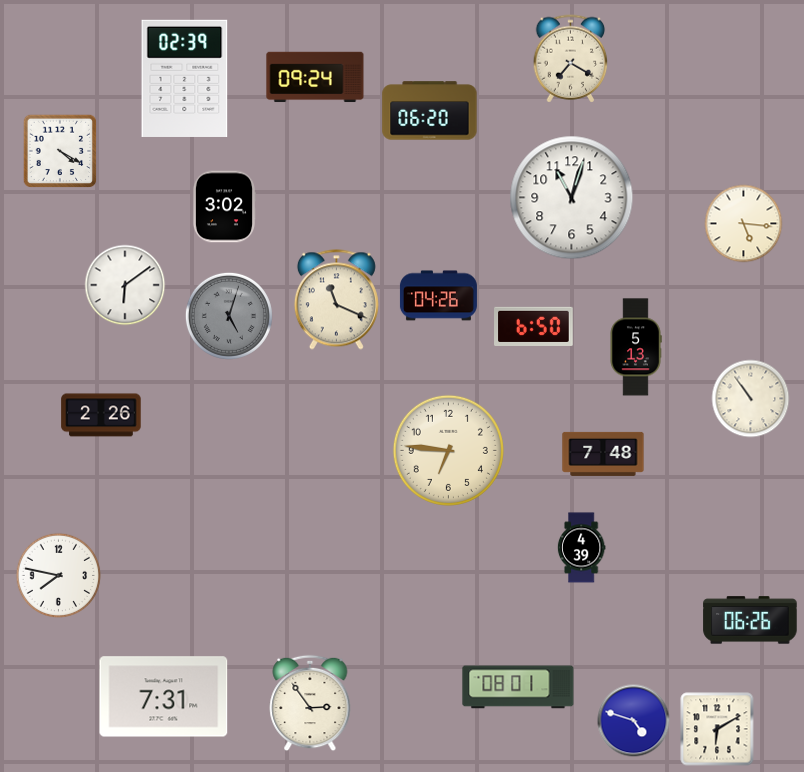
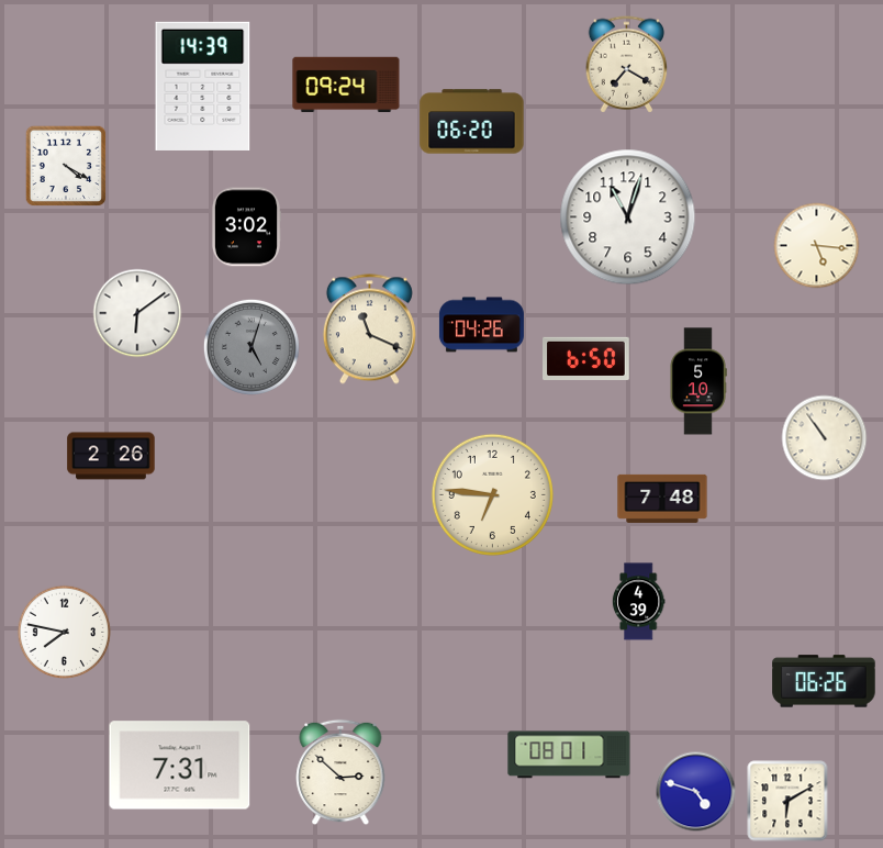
clock at (185, 78): 02:39 -> 14:39
clock at (636, 347): 5:13 -> 5:10
clock at (310, 703): 2:54 -> 2:52
